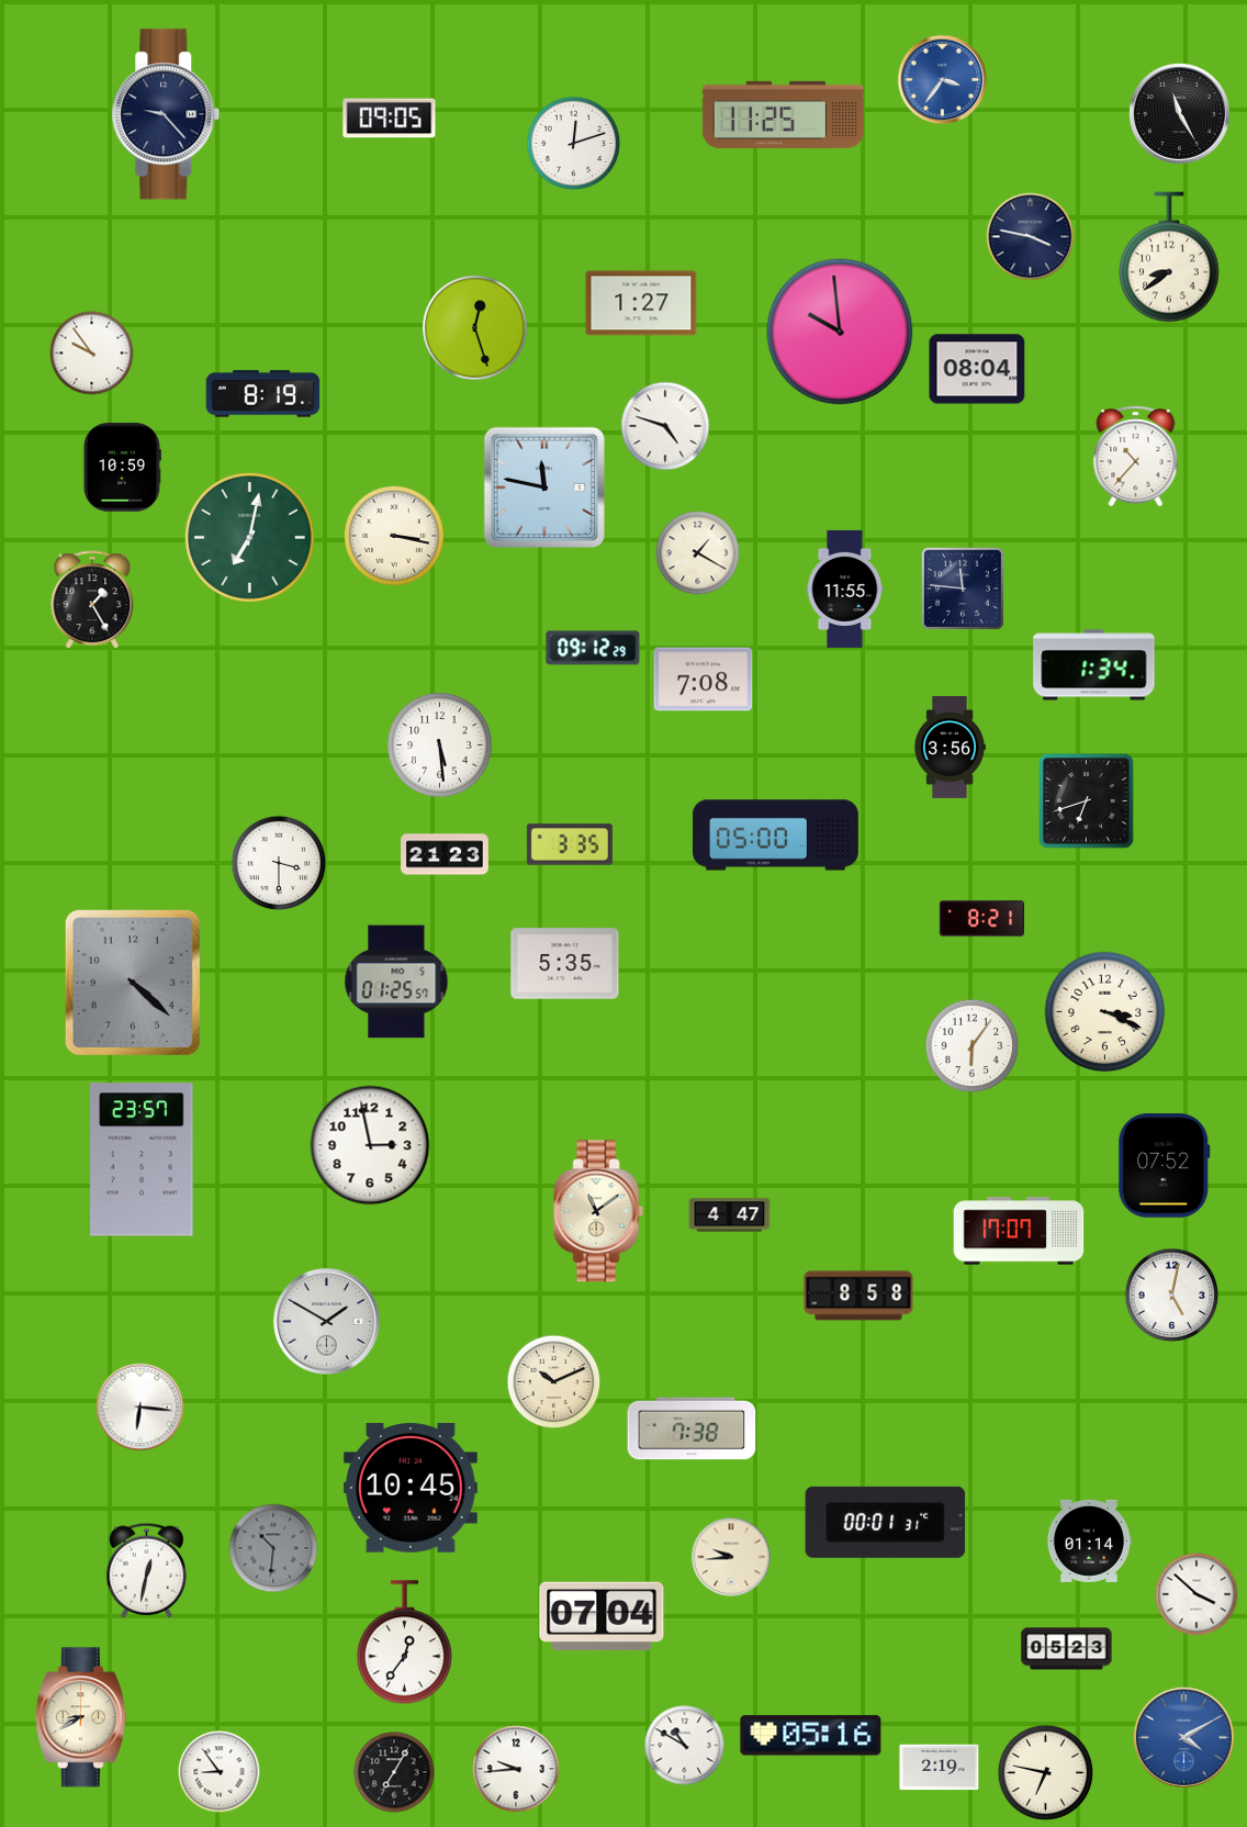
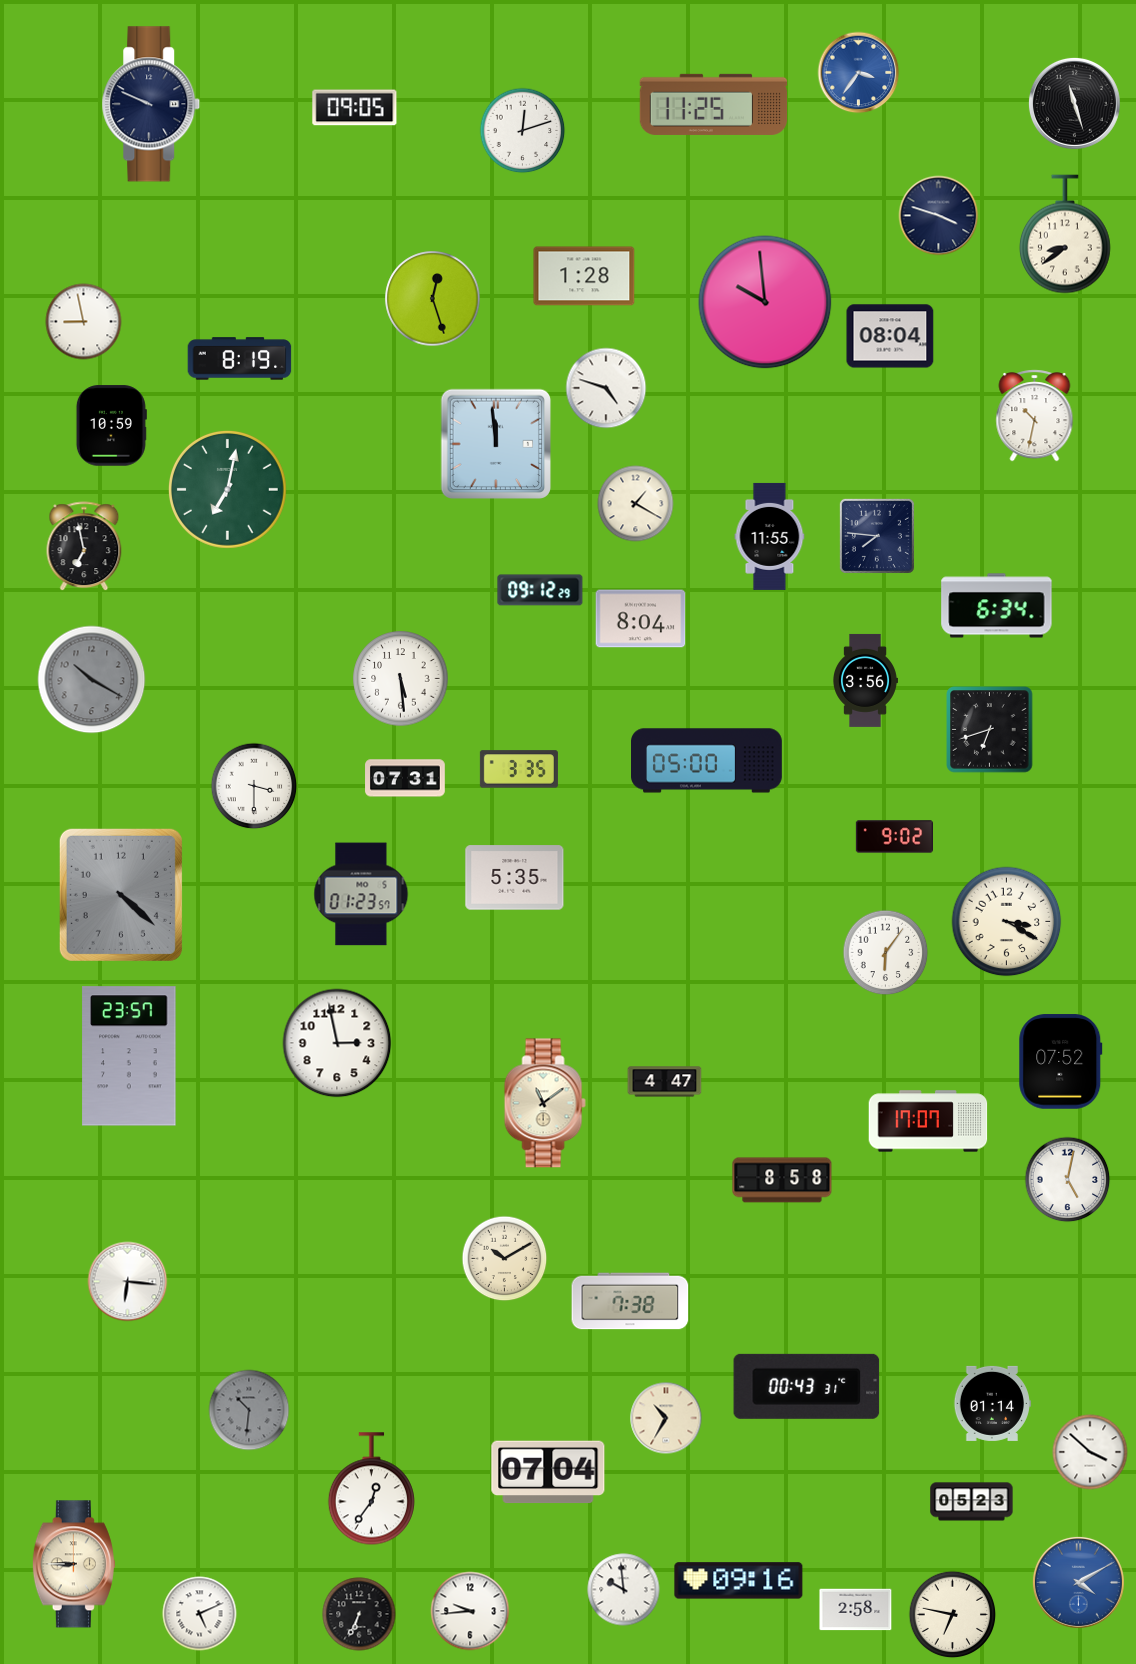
clock at (1179, 113): 11:25 -> 11:27
clock at (166, 114): 9:23 -> 9:49
clock at (1031, 237): 3:47 -> 3:48
clock at (641, 303): 1:27 -> 1:28
clock at (92, 354): 9:54 -> 8:58
clock at (1136, 457): 10:37 -> 10:32
clock at (544, 487): 11:47 -> 11:59
clock at (394, 536): 3:17 -> none
clock at (963, 589): 11:46 -> 7:46
clock at (92, 601): 1:25 -> 6:58
clock at (1094, 665): 1:34 -> 6:34
clock at (704, 680): 7:08 -> 8:04
clock at (92, 680): none -> 10:20
clock at (445, 854): 21:23 -> 07:31
clock at (981, 919): 8:21 -> 9:02
clock at (396, 982): 01:25 -> 01:23
clock at (1105, 1012): 3:19 -> 3:20
clock at (730, 1215) position: (730, 1215) -> (665, 1082)
clock at (327, 1322): 1:50 -> none
clock at (554, 1382): 10:11 -> 10:10
clock at (411, 1488): 10:45 -> none
clock at (886, 1522): 00:01 -> 00:43
clock at (731, 1557): 9:44 -> 10:35
clock at (147, 1570): 12:32 -> none
clock at (404, 1643) position: (404, 1643) -> (371, 1489)
clock at (81, 1717): 8:40 -> 8:45
clock at (811, 1736): 05:16 -> 09:16
clock at (685, 1746): 10:50 -> 9:59
clock at (940, 1768): 2:19 -> 2:58
clock at (220, 1772): 8:54 -> 5:11
clock at (394, 1772): 7:05 -> 6:34
